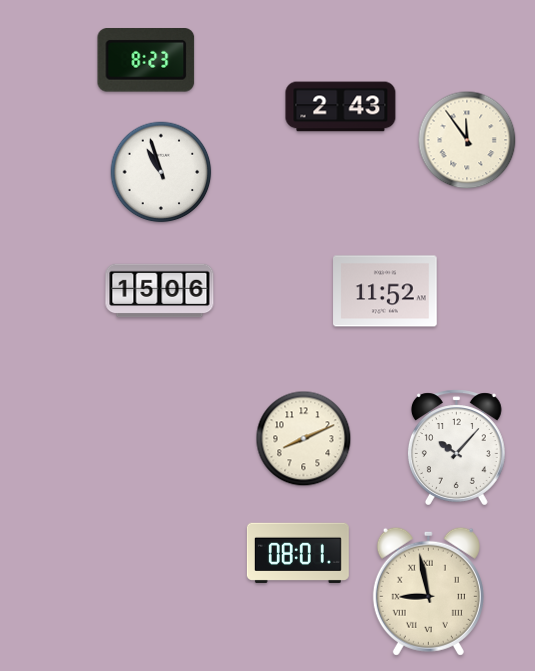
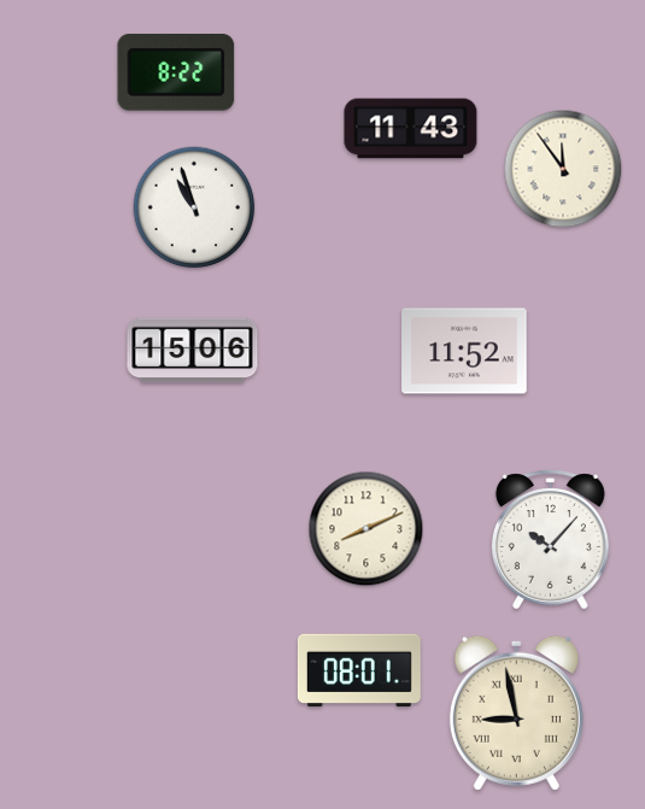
clock at (146, 61): 8:23 -> 8:22
clock at (341, 107): 2:43 -> 11:43
clock at (298, 553) position: (298, 553) -> (359, 670)
